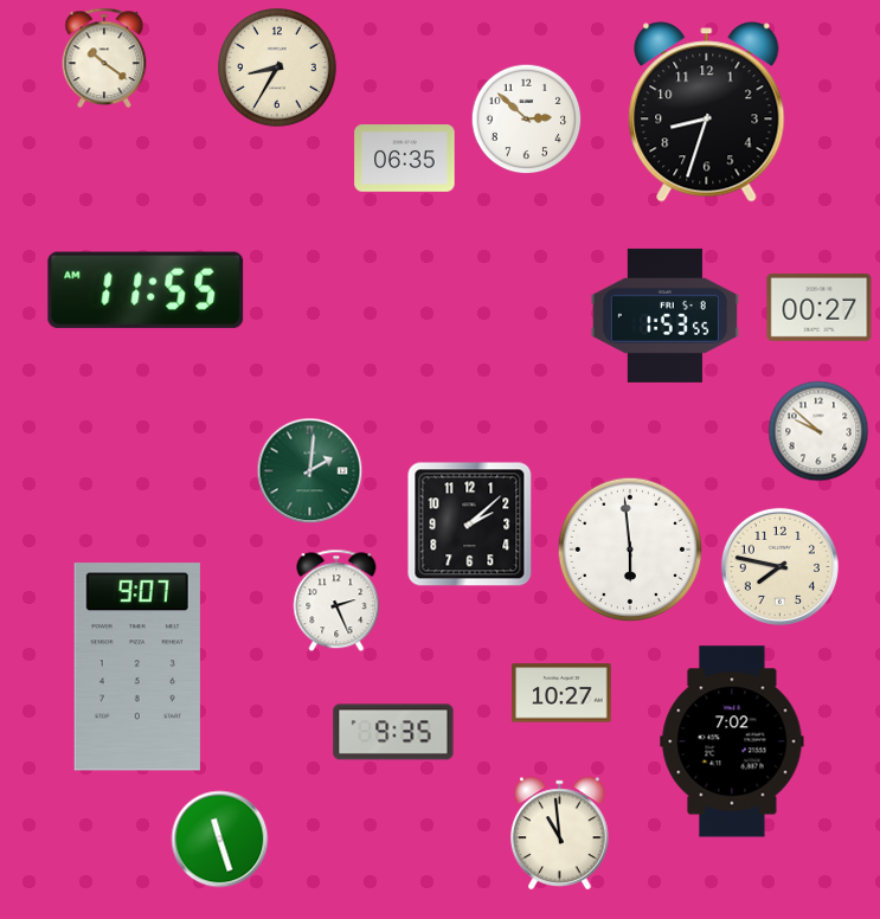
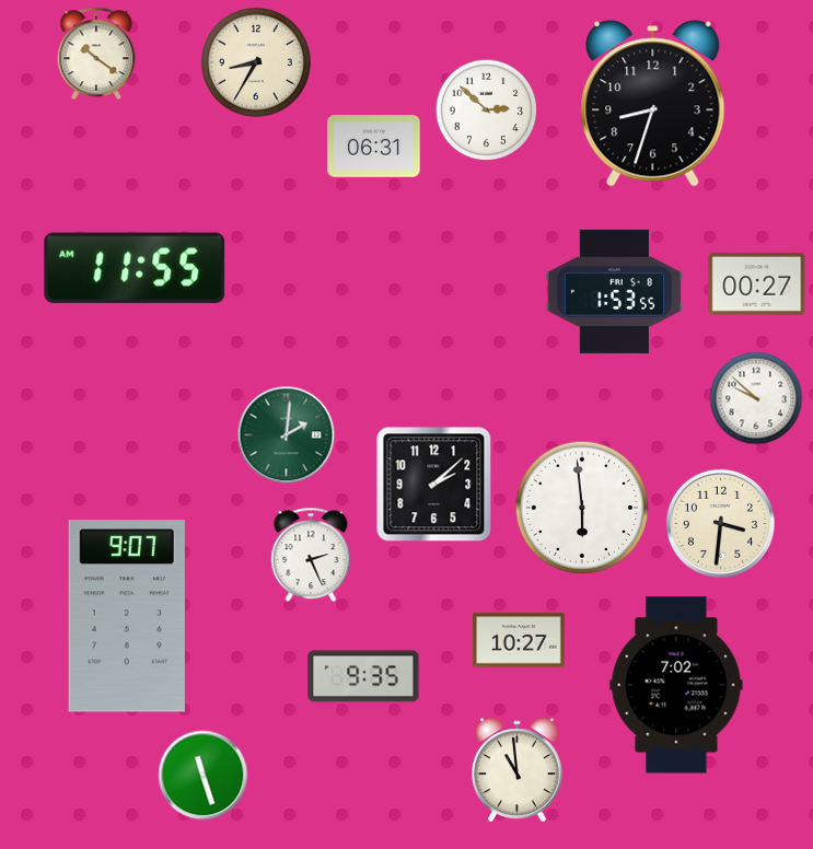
clock at (405, 159): 06:35 -> 06:31
clock at (779, 566): 7:47 -> 3:31
